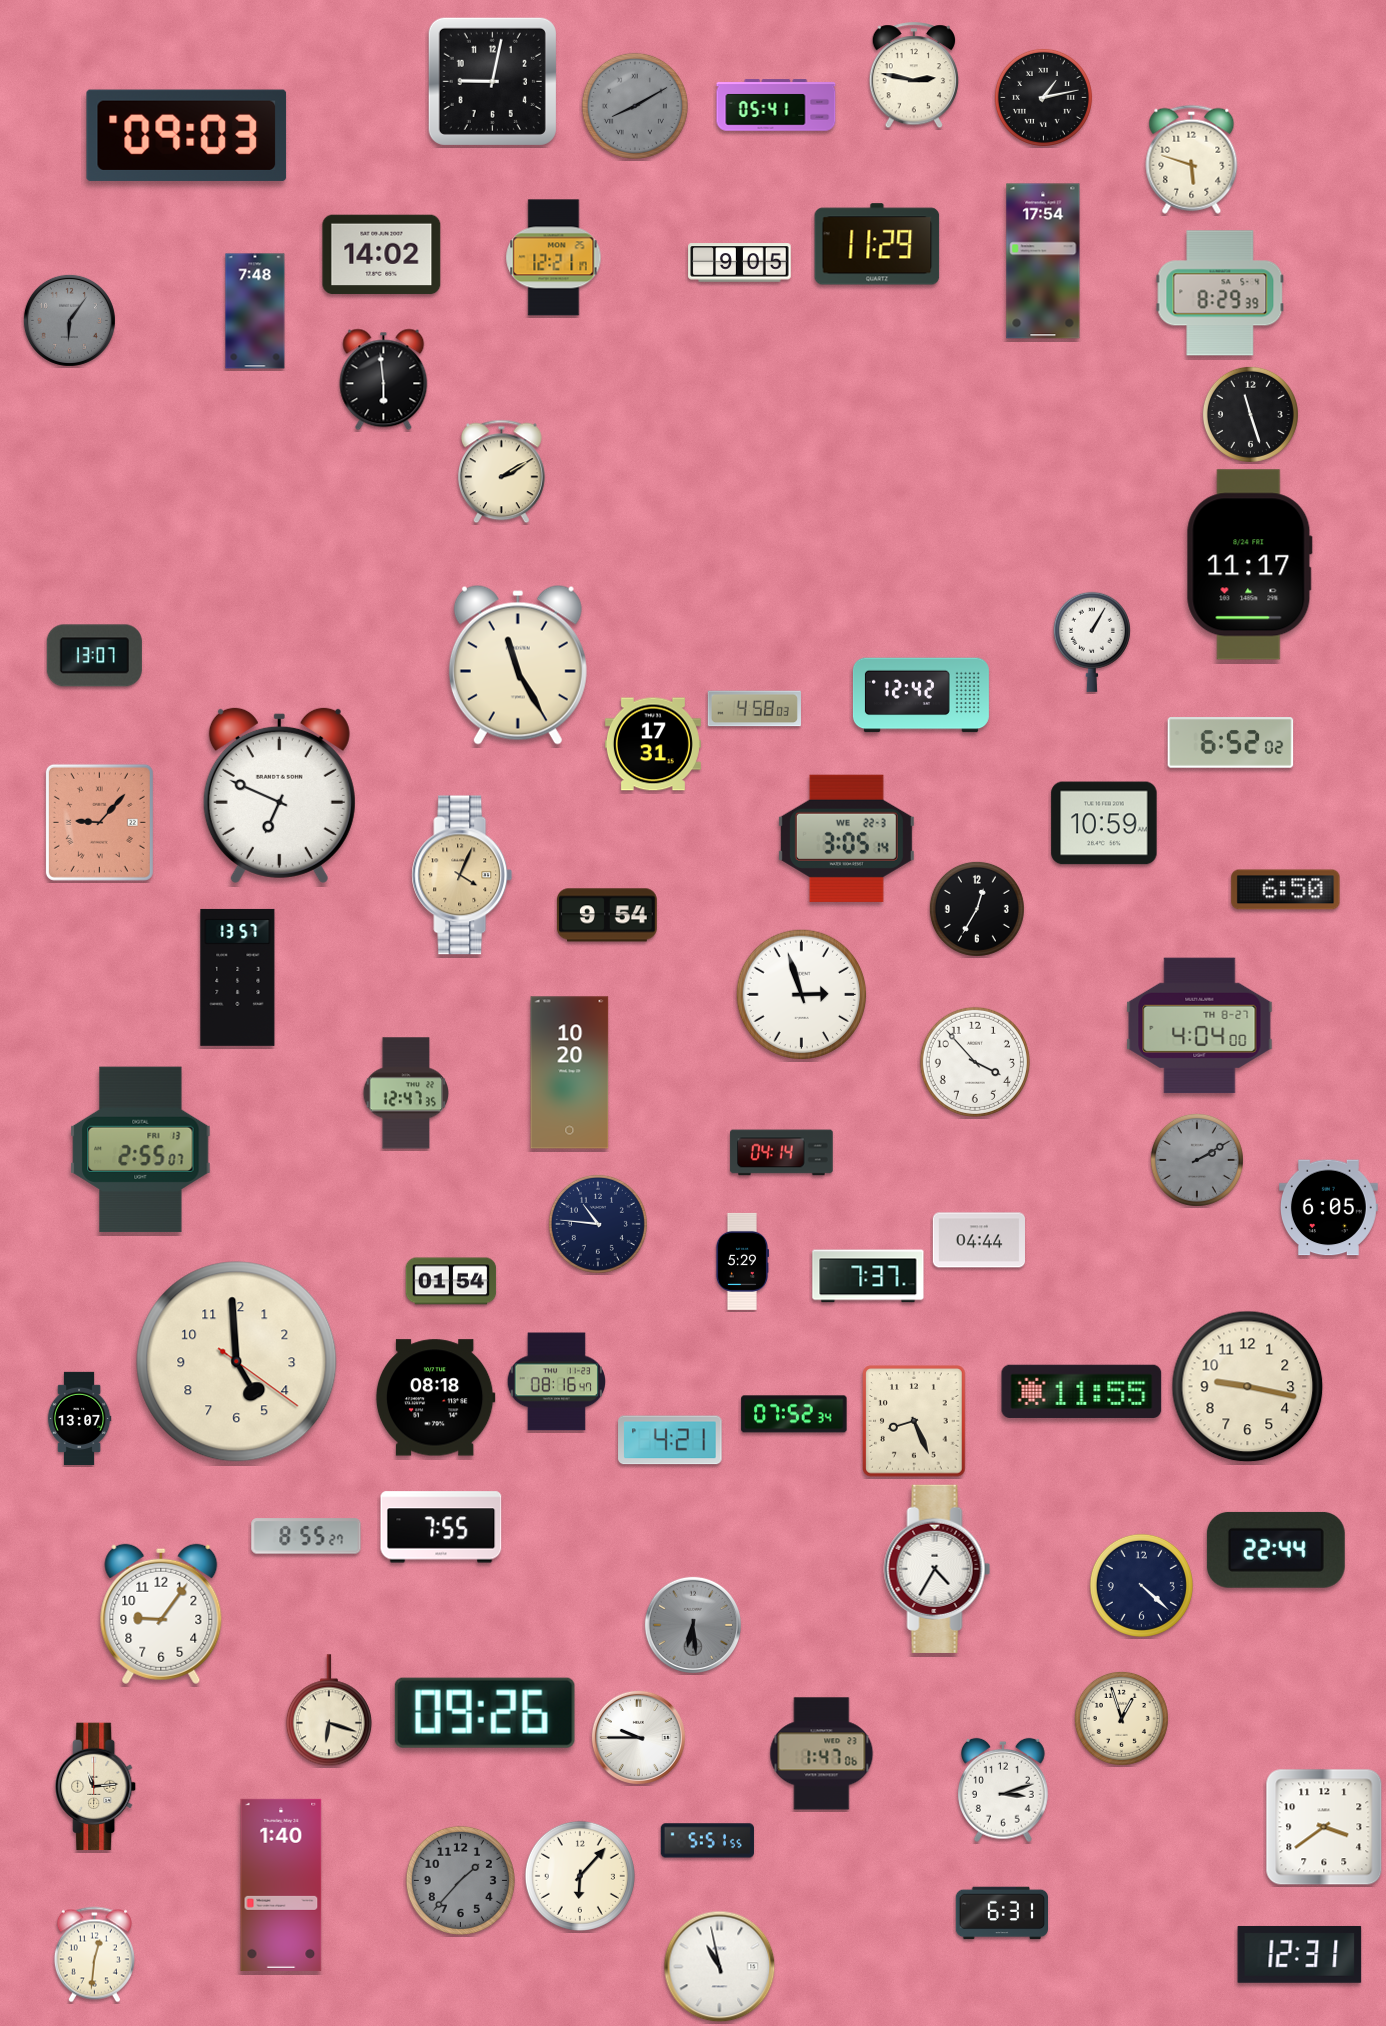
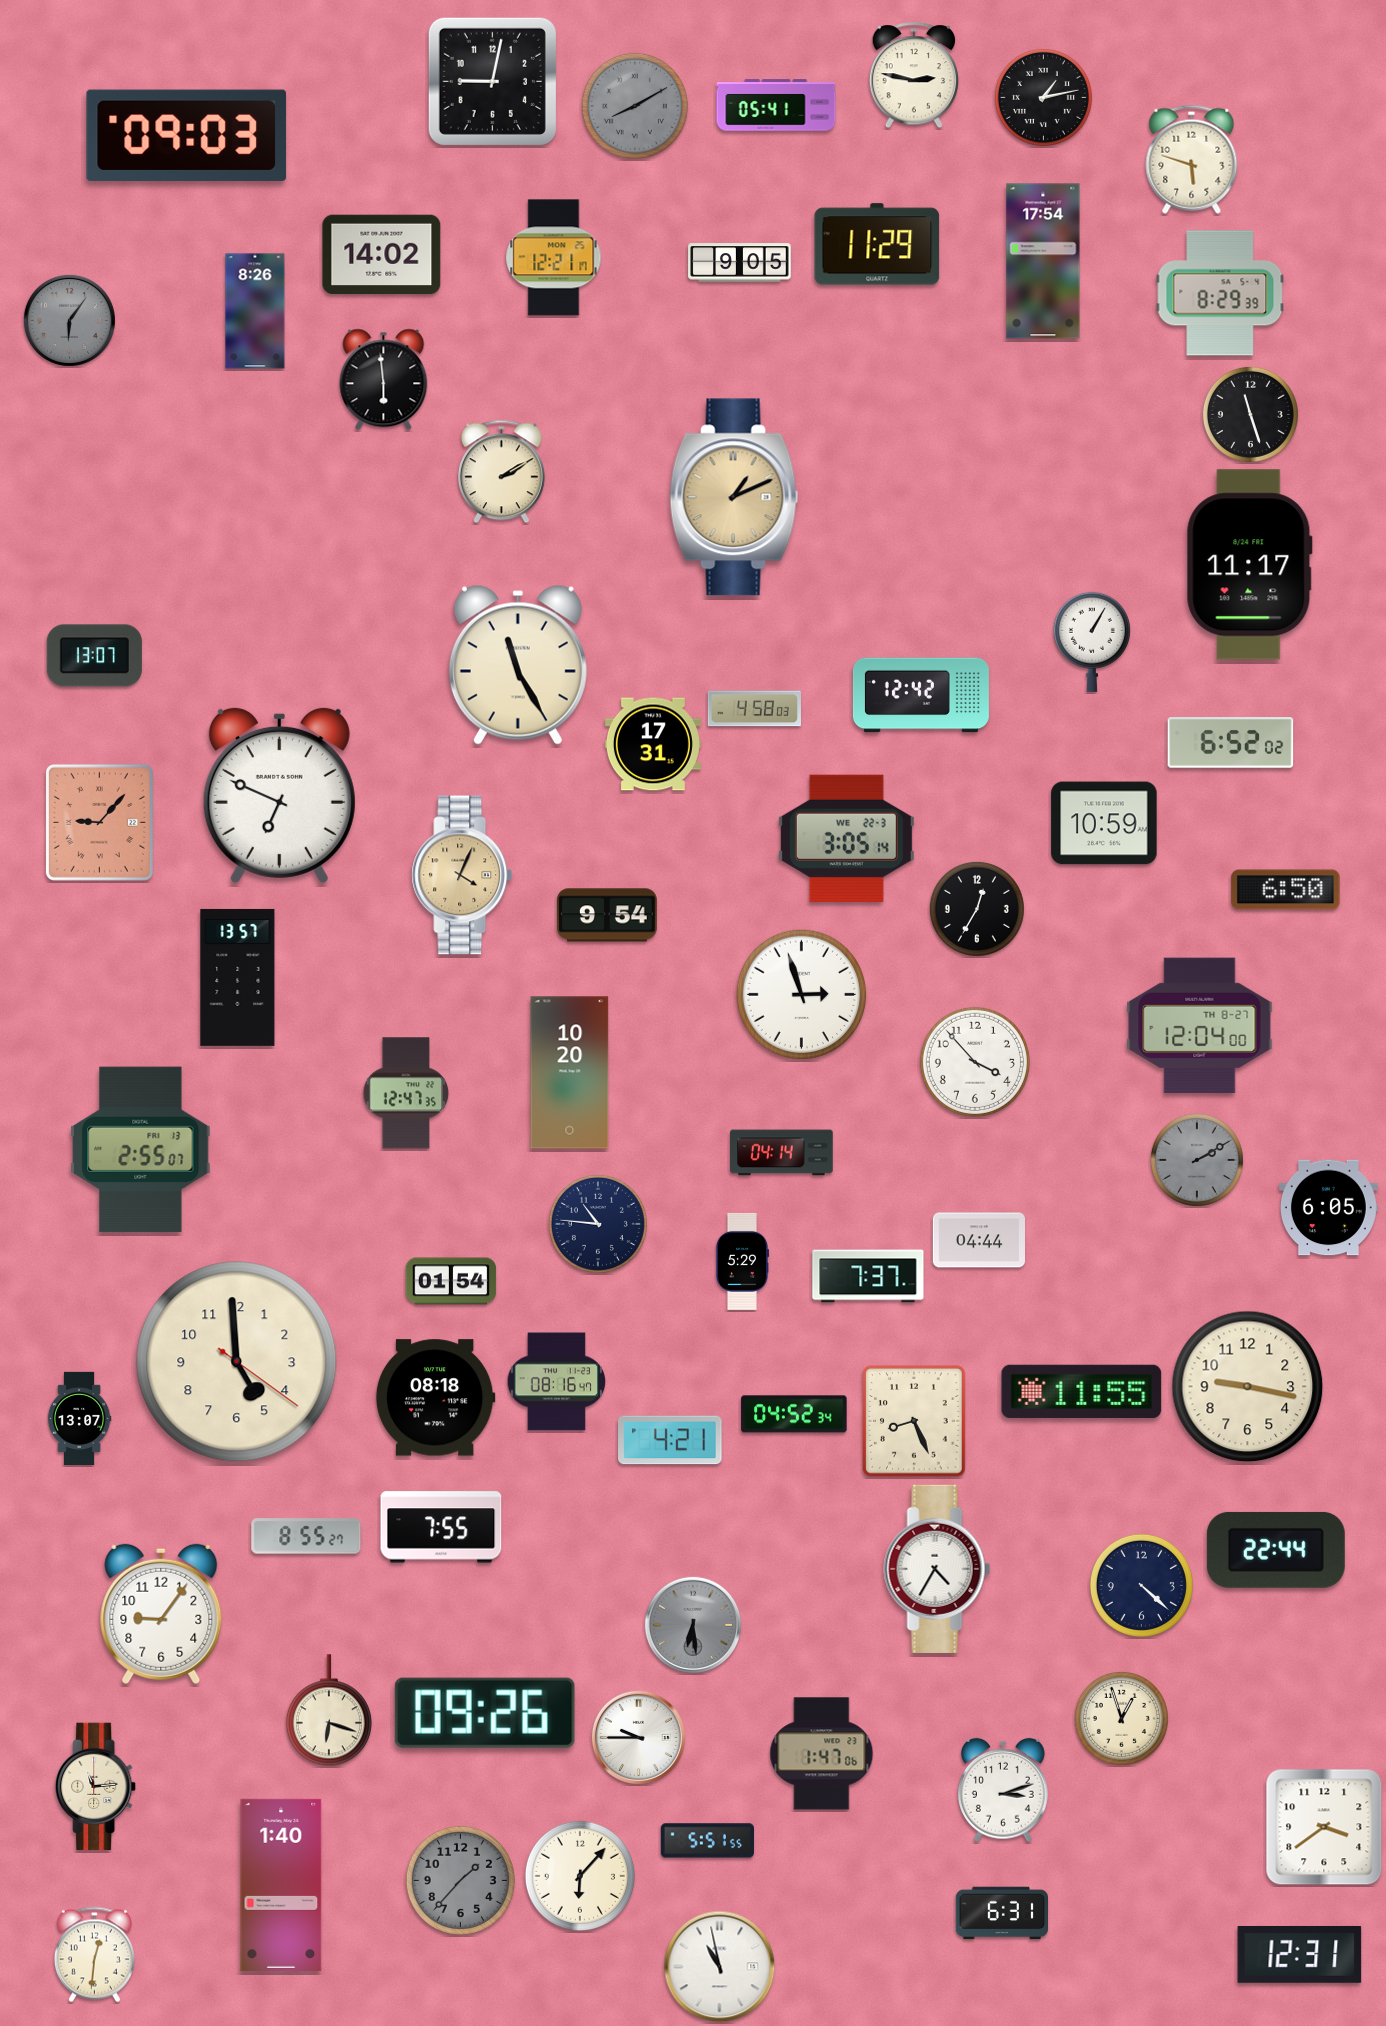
clock at (255, 311): 7:48 -> 8:26
clock at (734, 497): none -> 1:11
clock at (1200, 1026): 4:04 -> 12:04
clock at (794, 1414): 07:52 -> 04:52
